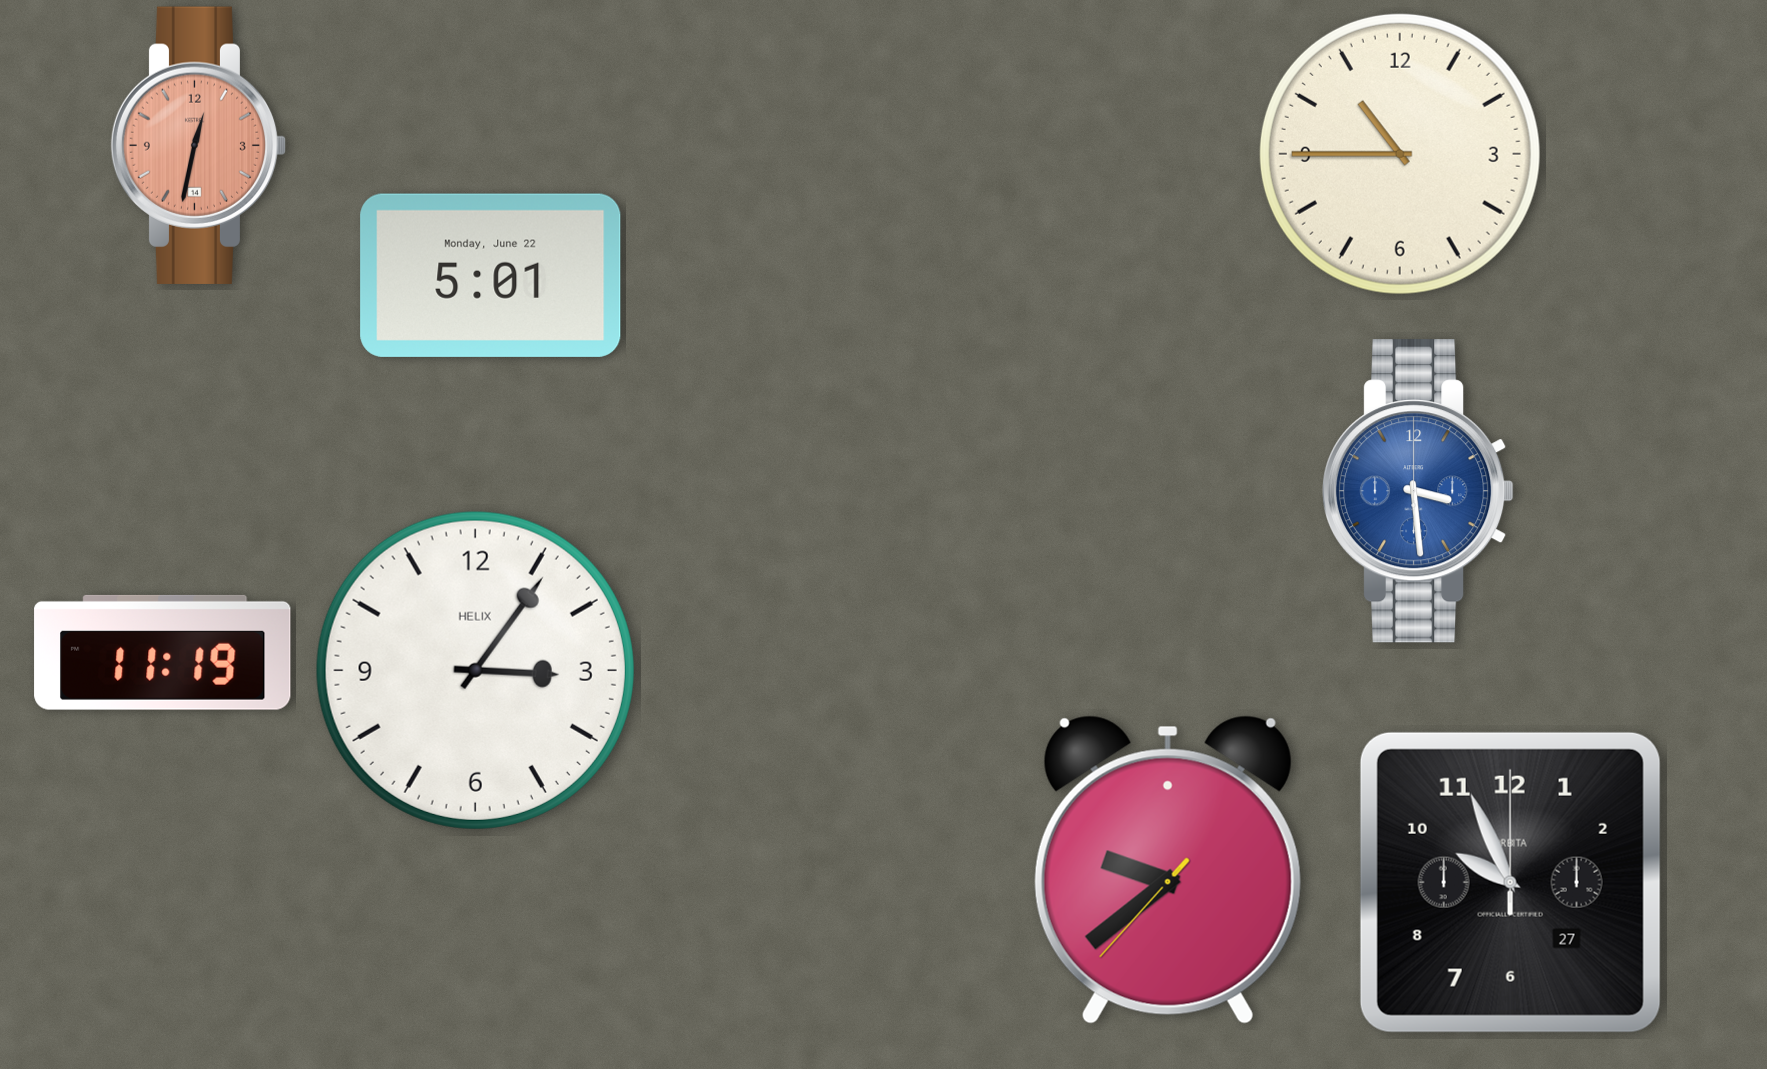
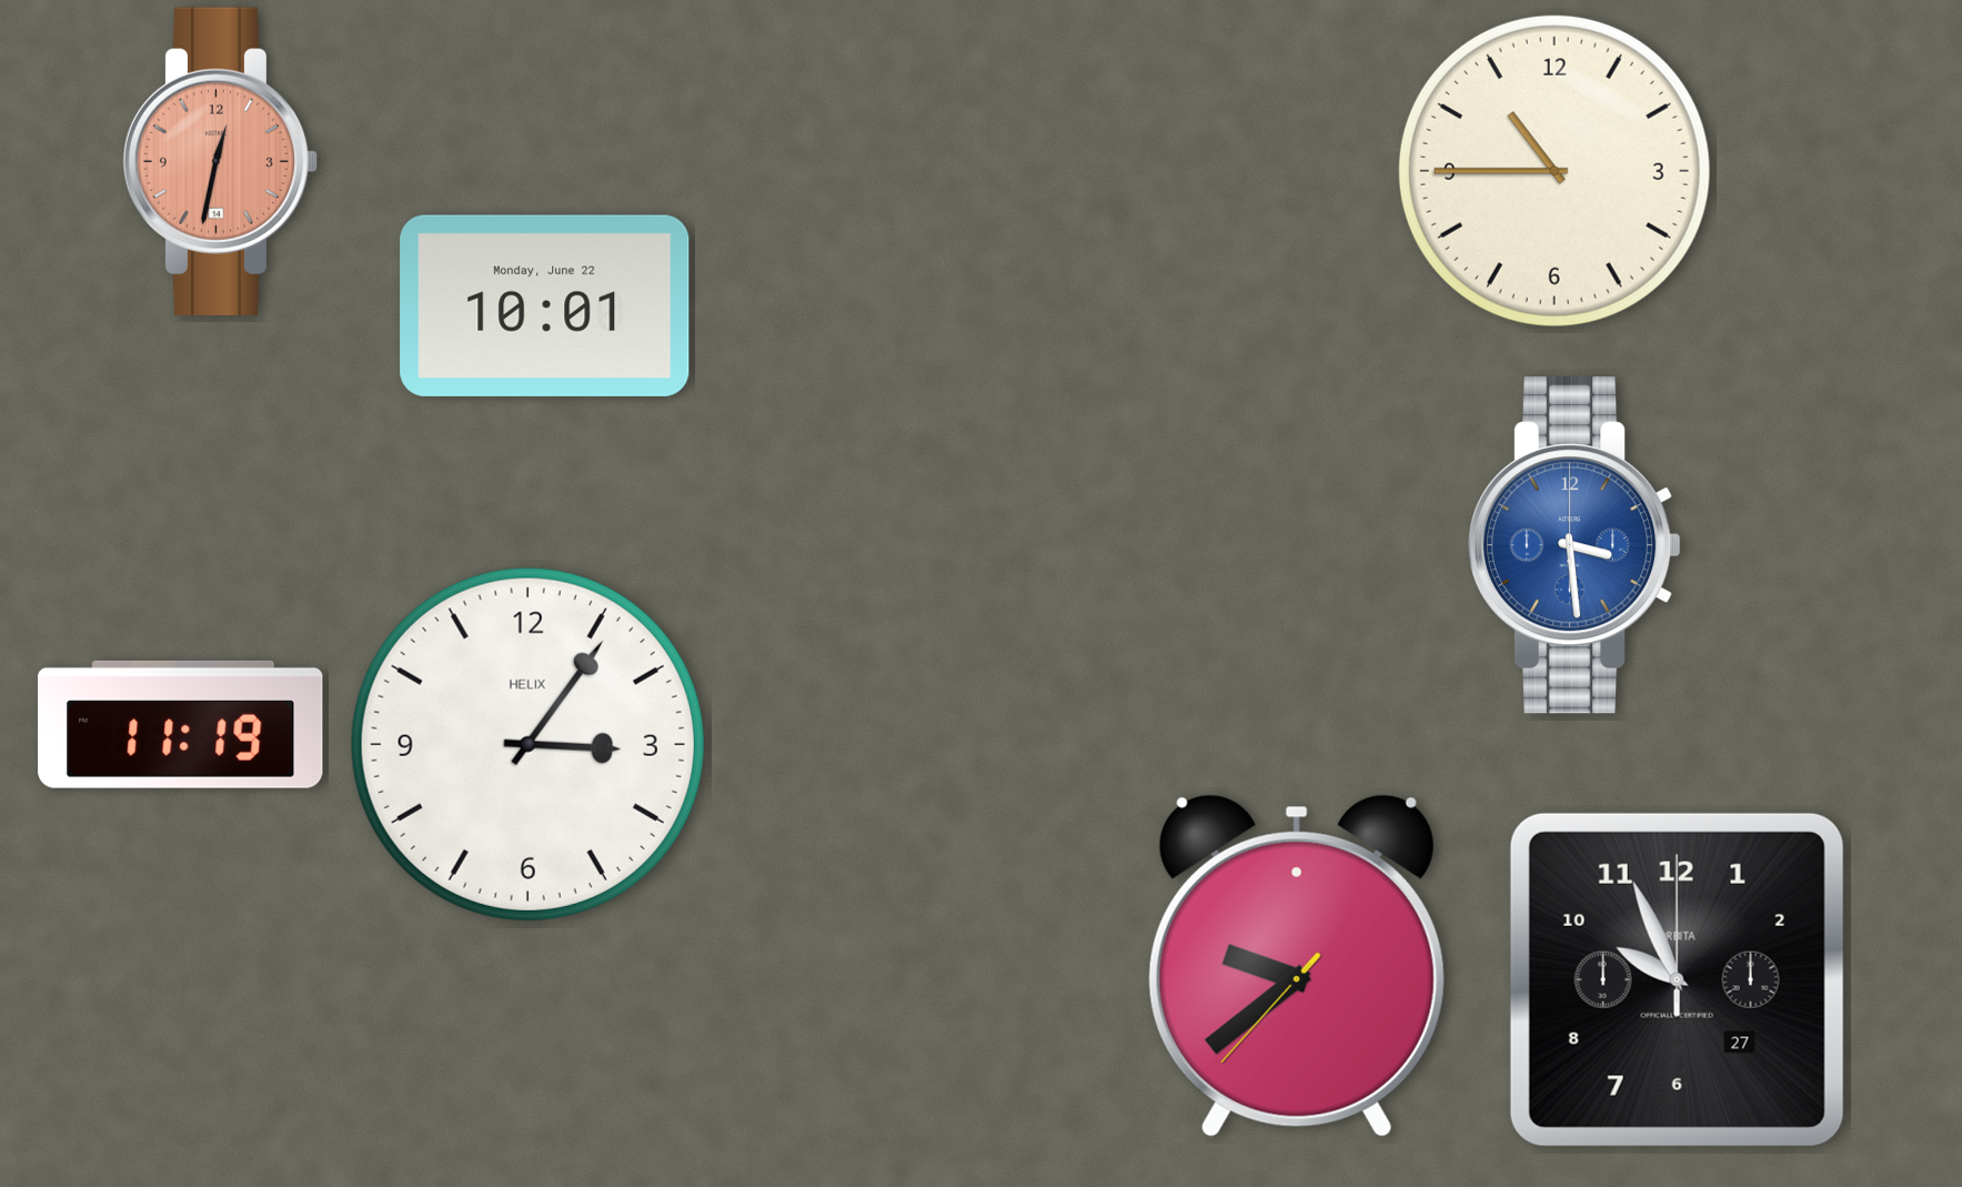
clock at (491, 275): 5:01 -> 10:01
